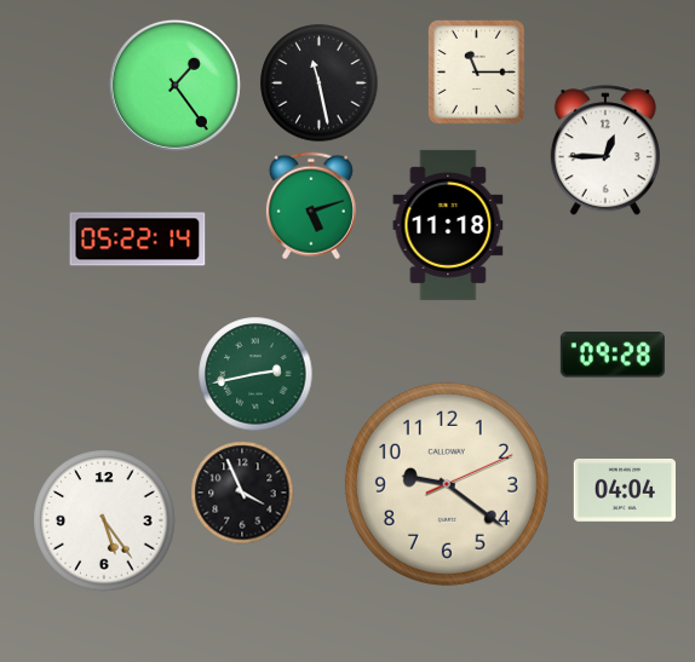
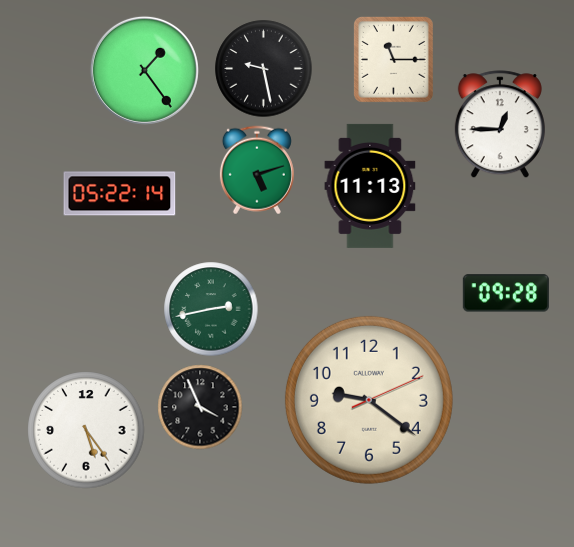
clock at (320, 84): 11:28 -> 9:28
clock at (448, 225): 11:18 -> 11:13
clock at (138, 240) position: (138, 240) -> (120, 194)
clock at (624, 490): 04:04 -> none
